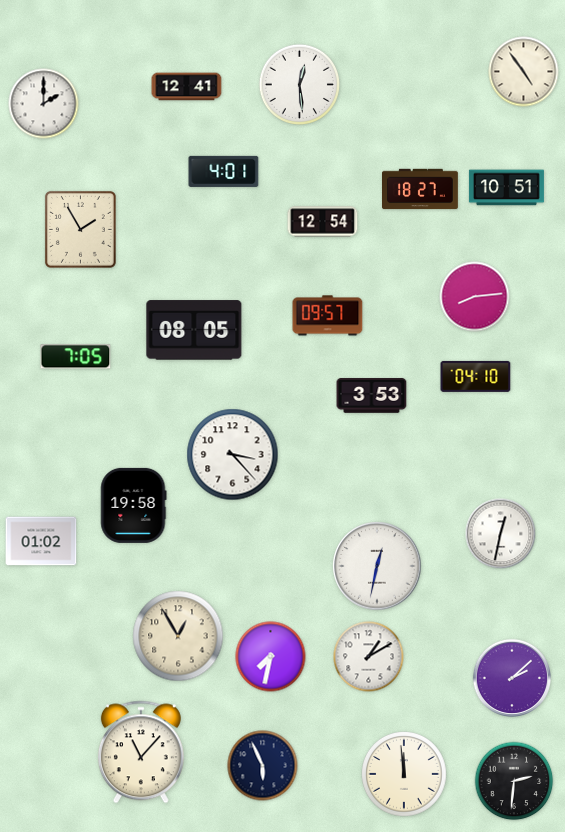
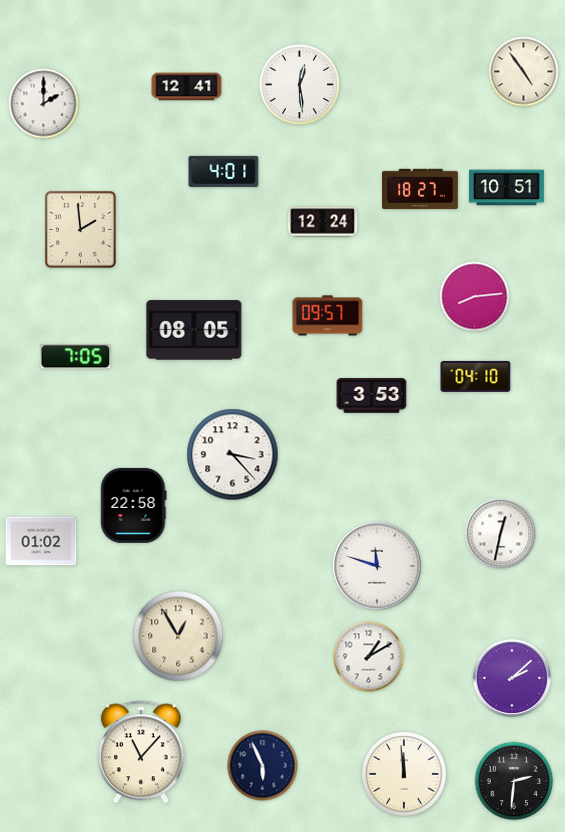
clock at (323, 222): 12:54 -> 12:24
clock at (80, 229): 1:55 -> 1:59
clock at (134, 505): 19:58 -> 22:58
clock at (377, 566): 12:32 -> 11:48
clock at (271, 657): 7:32 -> none
